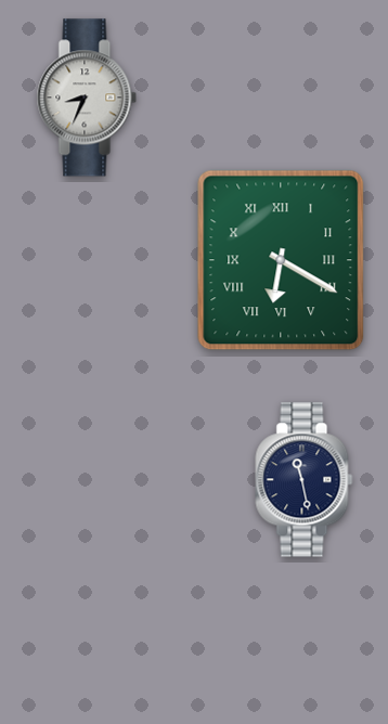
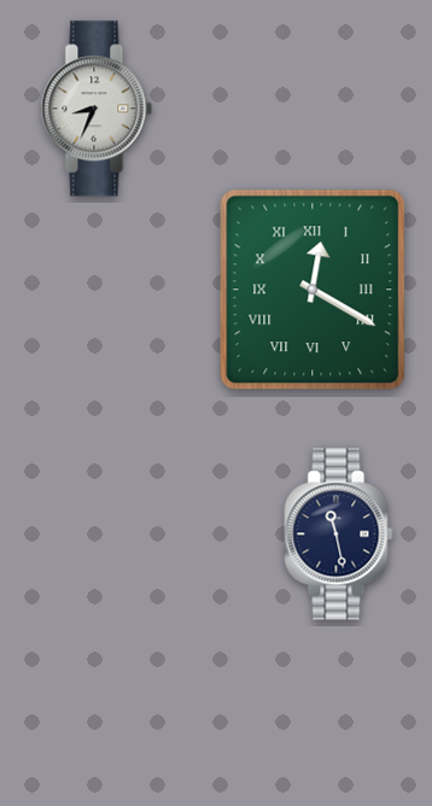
clock at (281, 260): 6:20 -> 12:20
